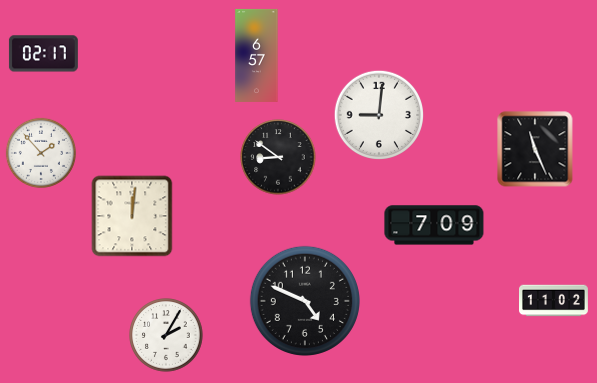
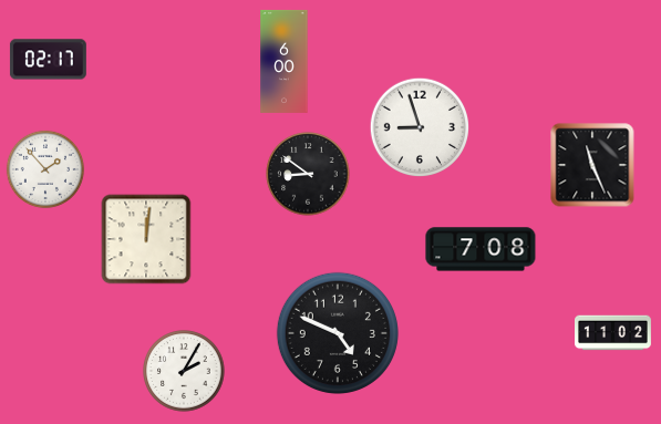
clock at (257, 55): 6:57 -> 6:00
clock at (378, 114): 9:01 -> 8:57
clock at (434, 225): 7:09 -> 7:08
